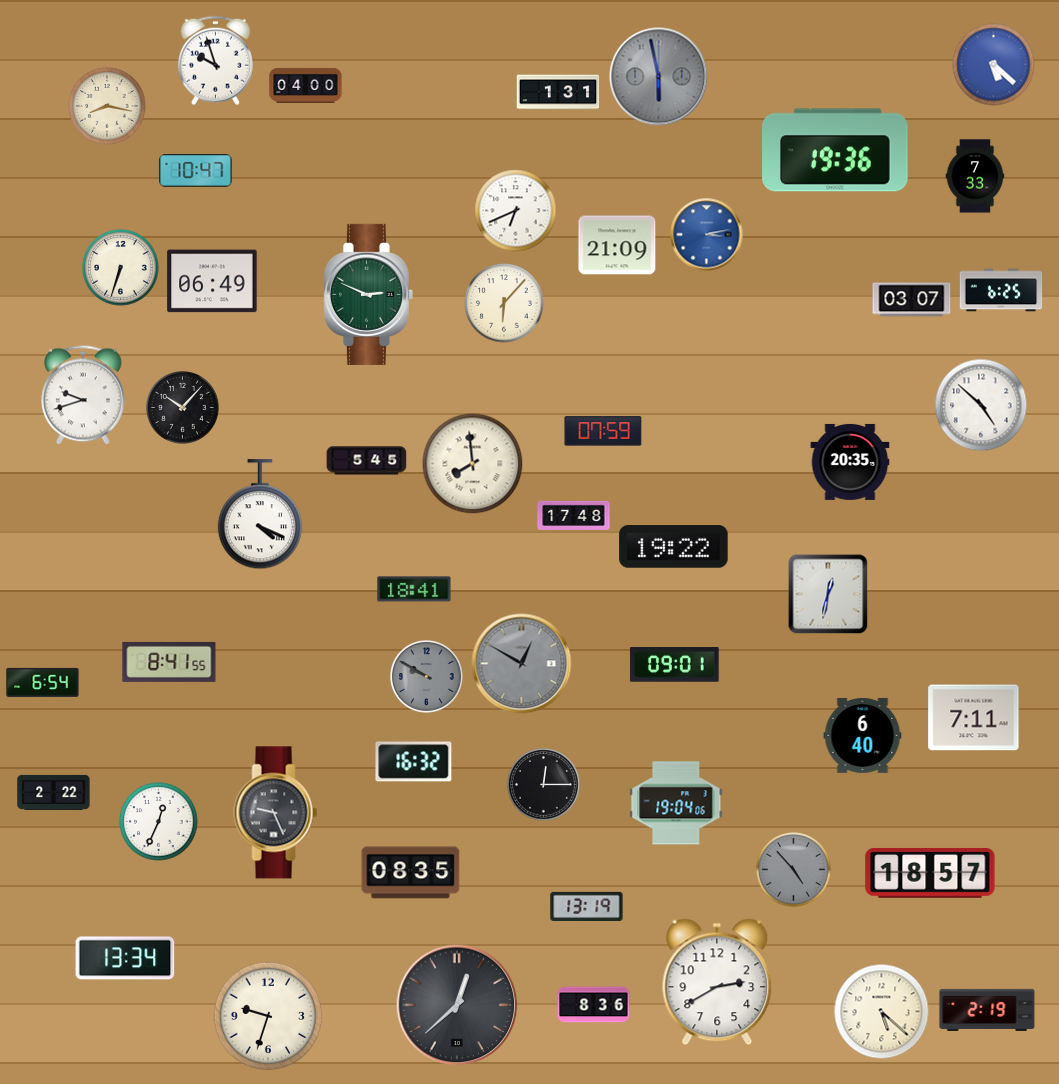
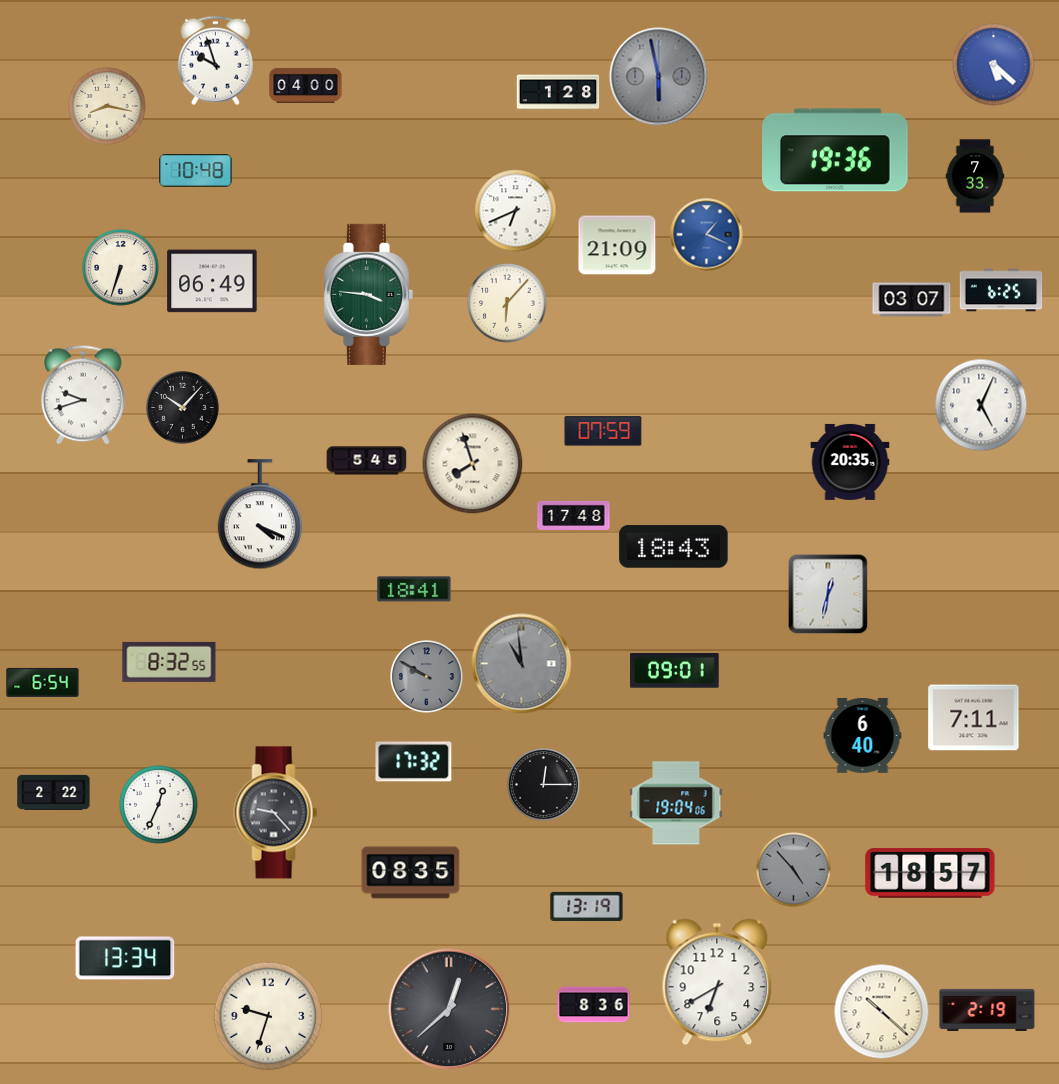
clock at (558, 92): 1:31 -> 1:28
clock at (196, 171): 10:47 -> 10:48
clock at (707, 235): 3:13 -> 1:19
clock at (368, 294): 2:49 -> 3:46
clock at (504, 303) position: (504, 303) -> (507, 303)
clock at (981, 405): 4:52 -> 5:04
clock at (473, 464): 7:59 -> 7:57
clock at (674, 547): 19:22 -> 18:43
clock at (169, 662): 8:41 -> 8:32
clock at (522, 664): 12:50 -> 10:59
clock at (675, 665) position: (675, 665) -> (675, 671)
clock at (414, 762): 16:32 -> 17:32
clock at (276, 813): 9:26 -> 9:23
clock at (159, 822) position: (159, 822) -> (159, 805)
clock at (717, 982): 2:40 -> 6:40
clock at (457, 1005) position: (457, 1005) -> (449, 1009)
clock at (882, 1012): 5:22 -> 10:22
